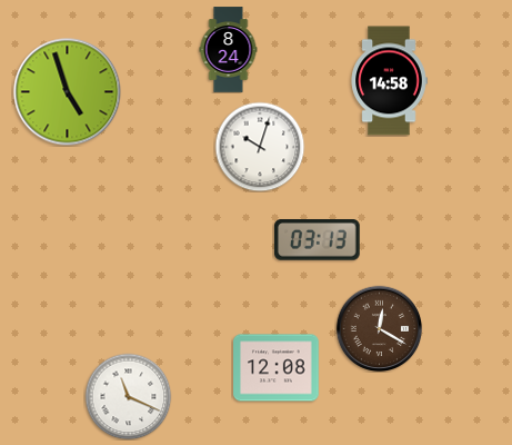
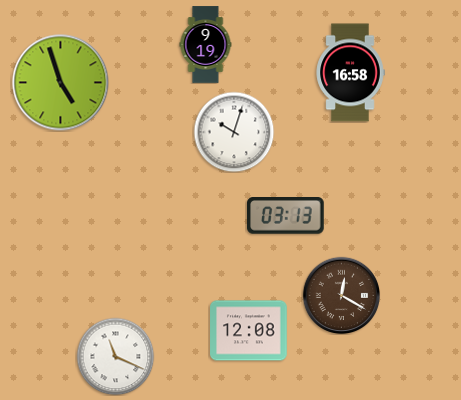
clock at (229, 50): 8:24 -> 9:19
clock at (389, 81): 14:58 -> 16:58
